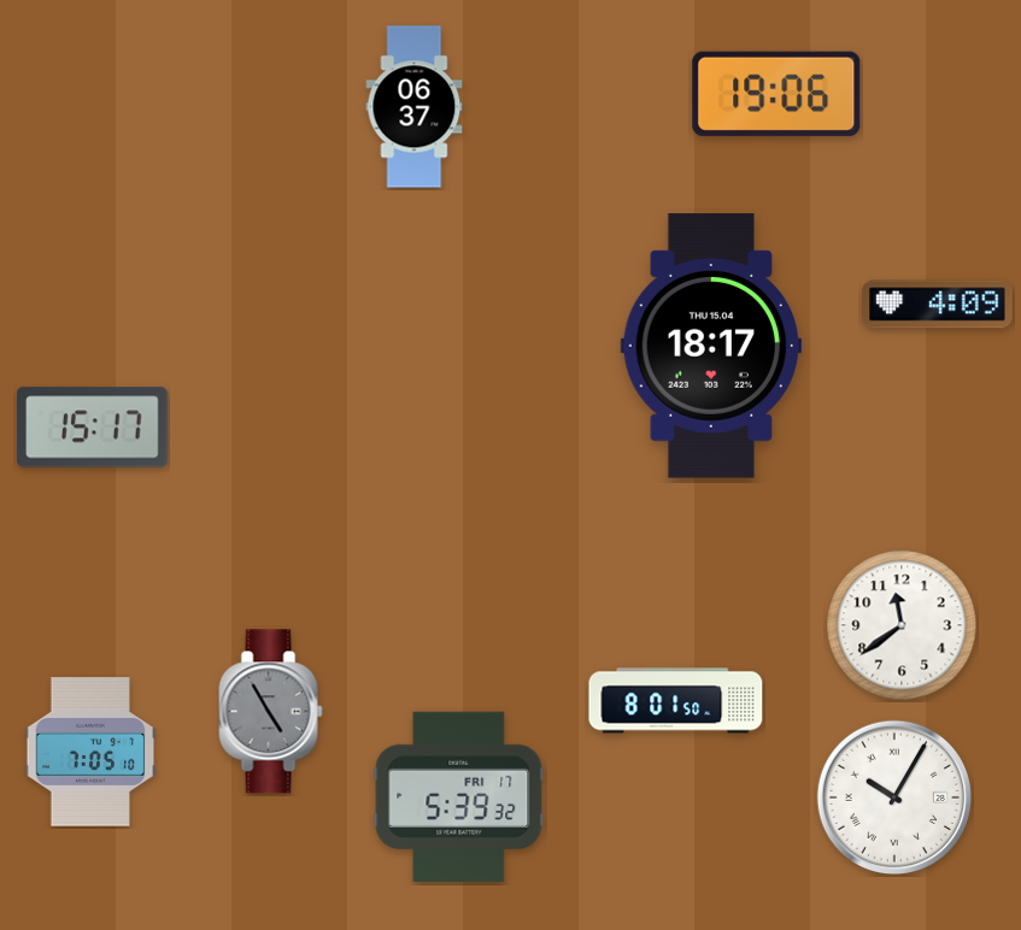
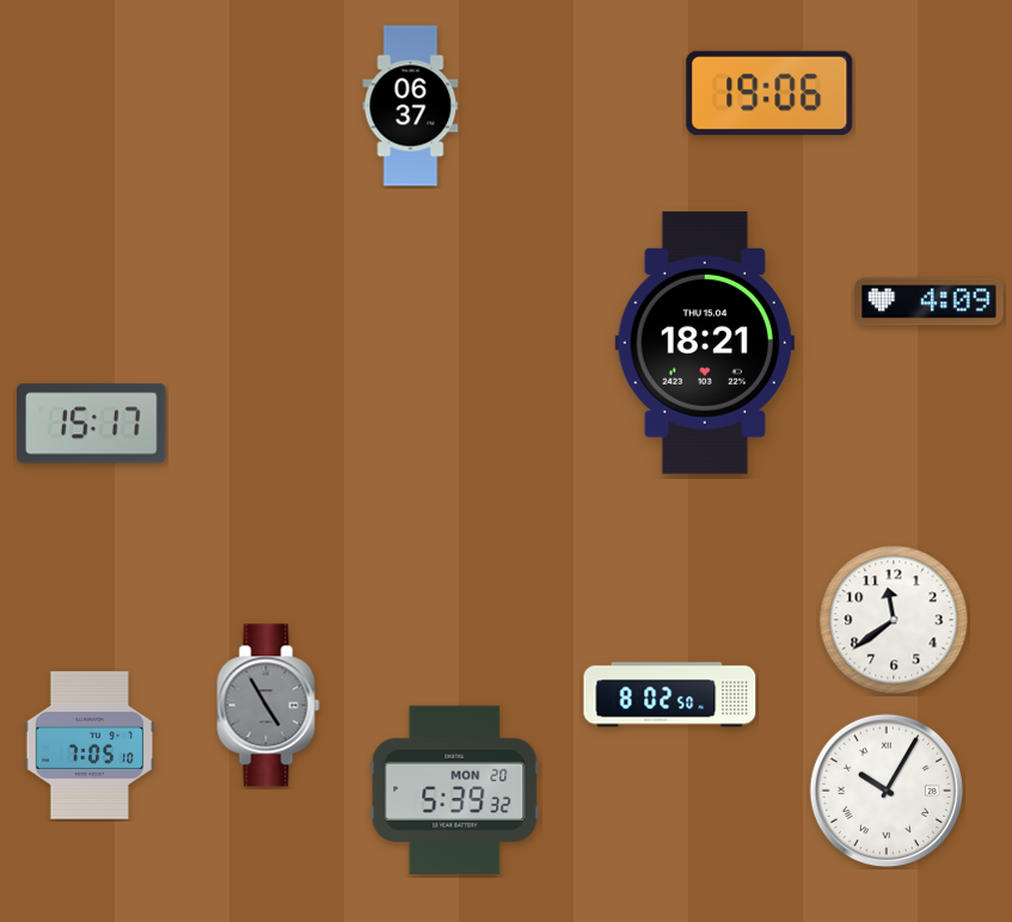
clock at (711, 346): 18:17 -> 18:21
clock at (676, 701): 8:01 -> 8:02
clock at (459, 796) date: FRI 17 -> MON 20
